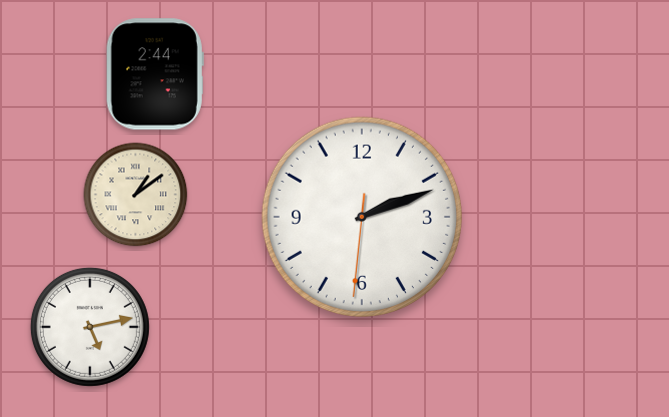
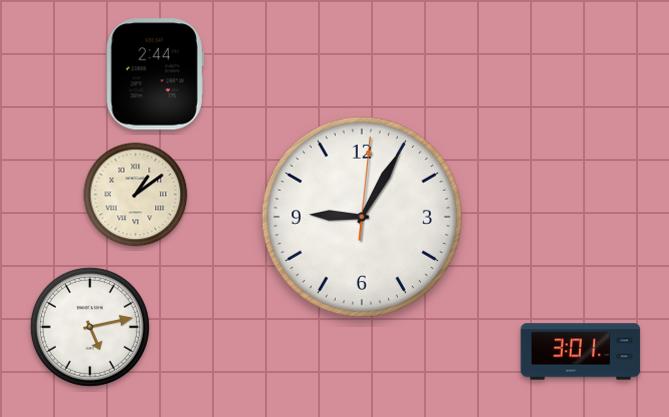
clock at (361, 216): 2:11 -> 9:05
clock at (581, 352): none -> 3:01
